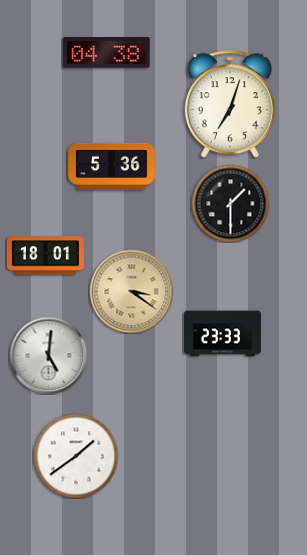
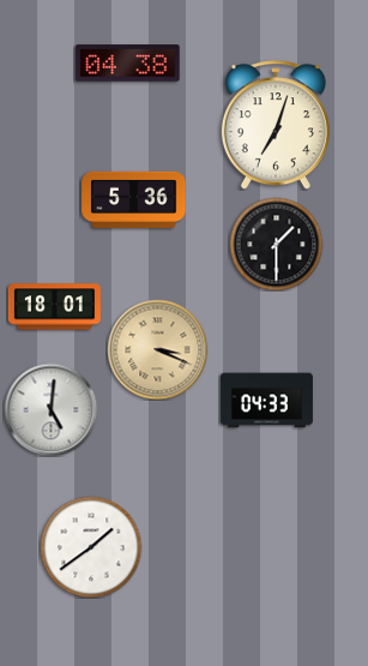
clock at (131, 291): 3:21 -> 3:19
clock at (222, 334): 23:33 -> 04:33
clock at (48, 355) position: (48, 355) -> (50, 409)
